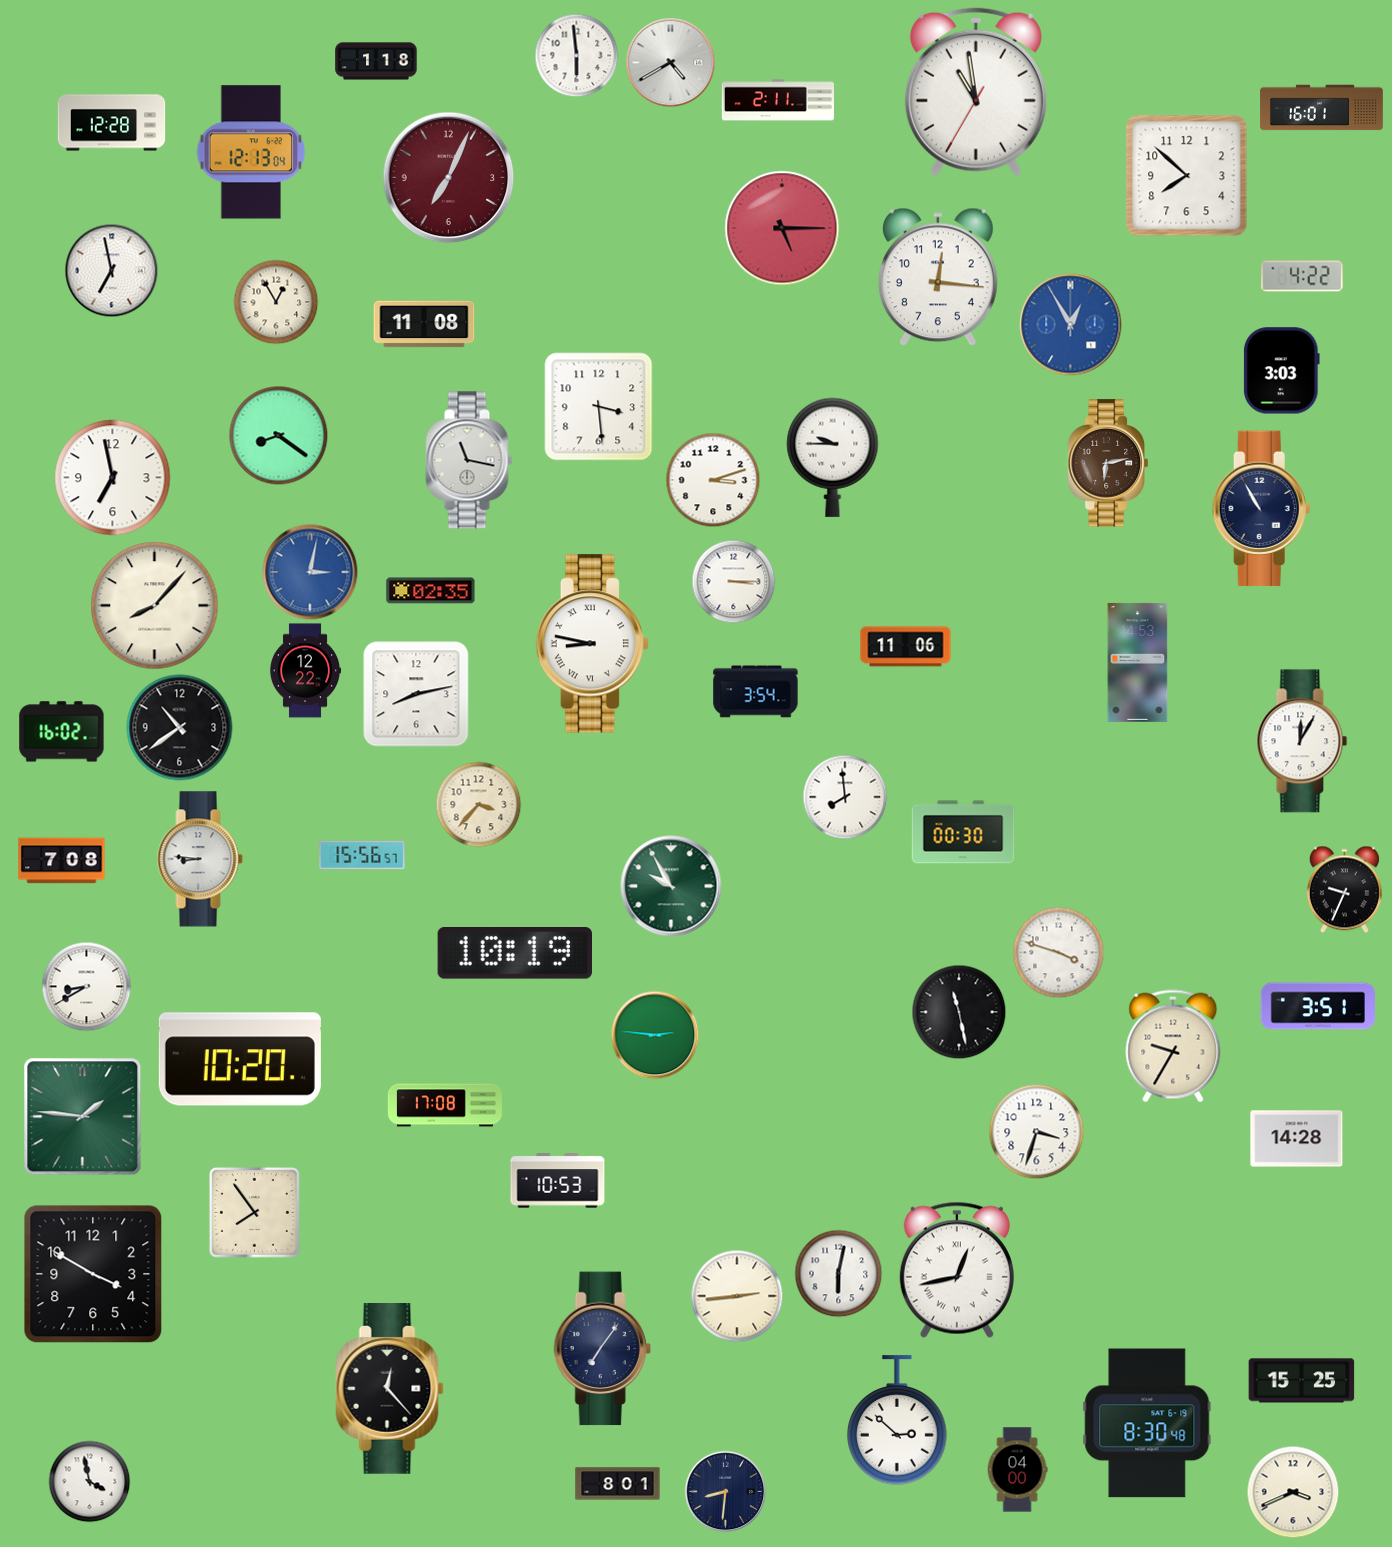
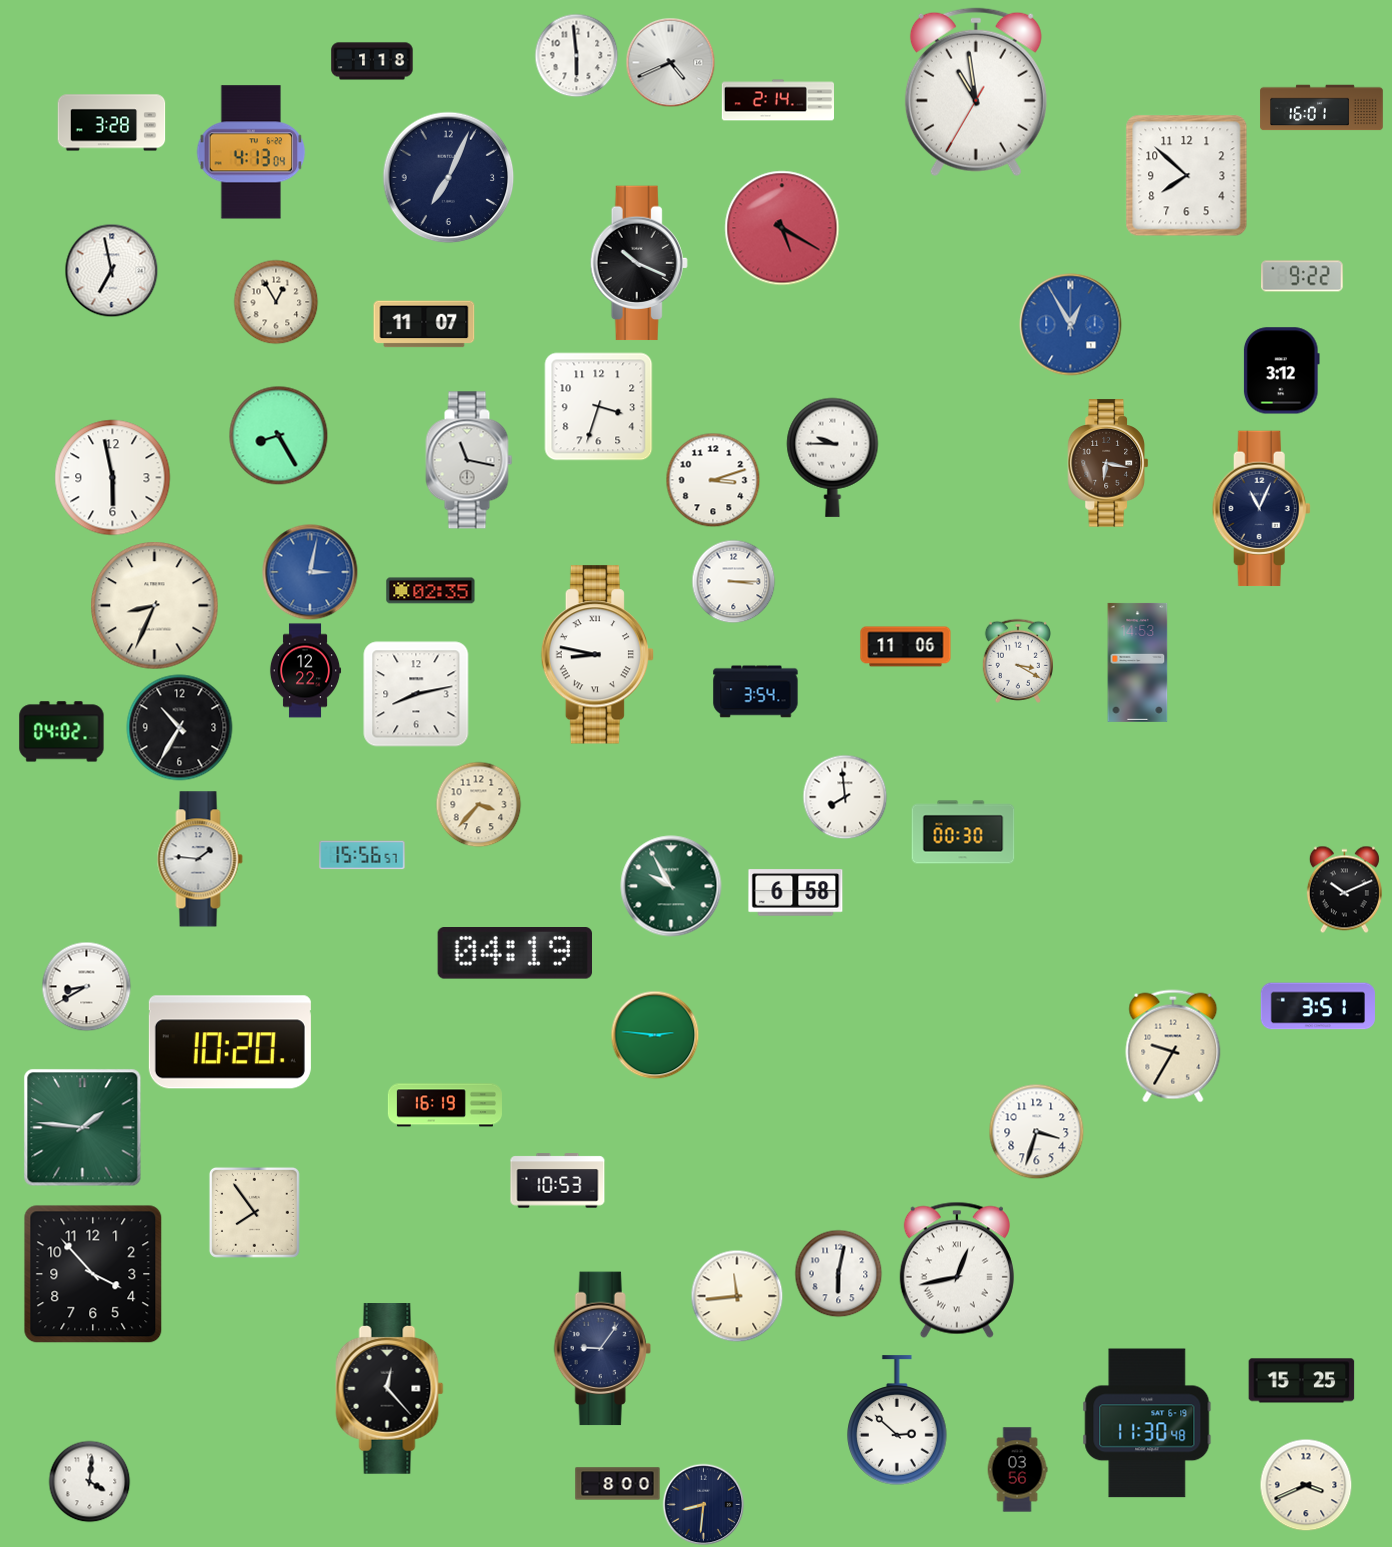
clock at (376, 61) position: (376, 61) -> (372, 61)
clock at (670, 62): 4:40 -> 4:41
clock at (777, 100): 2:11 -> 2:14
clock at (112, 123): 12:28 -> 3:28
clock at (251, 152): 12:13 -> 4:13
clock at (449, 178) dial: burgundy -> navy
clock at (782, 228): 5:15 -> 5:20
clock at (639, 263): none -> 10:19
clock at (1302, 276): 4:22 -> 9:22
clock at (938, 277): 12:16 -> none
clock at (424, 324): 11:08 -> 11:07
clock at (1281, 371): 3:03 -> 3:12
clock at (599, 407): 3:29 -> 3:33
clock at (279, 436): 8:21 -> 8:25
clock at (1108, 463): 6:13 -> 6:17
clock at (113, 478): 6:58 -> 5:58
clock at (1261, 509): 10:55 -> 11:04
clock at (155, 606): 8:07 -> 8:34
clock at (592, 644) position: (592, 644) -> (597, 655)
clock at (1018, 661): none -> 3:20
clock at (180, 728): 10:39 -> 10:35
clock at (62, 732): 16:02 -> 04:02
clock at (1302, 741): 12:05 -> none
clock at (200, 859): 8:46 -> 1:46
clock at (62, 861): 7:08 -> none
clock at (1344, 889): 9:34 -> 10:11
clock at (796, 893): none -> 6:58
clock at (1058, 952): 3:48 -> none
clock at (514, 954): 10:19 -> 04:19
clock at (959, 1012): 11:28 -> none
clock at (240, 1059) position: (240, 1059) -> (230, 1042)
clock at (445, 1105): 17:08 -> 16:19
clock at (83, 1117) position: (83, 1117) -> (83, 1128)
clock at (1297, 1139): 14:28 -> none
clock at (93, 1274): 3:50 -> 3:53
clock at (737, 1296): 2:44 -> 11:44
clock at (602, 1349): 7:06 -> 9:06
clock at (1147, 1423): 8:30 -> 11:30
clock at (1017, 1470): 04:00 -> 03:56
clock at (89, 1481): 3:58 -> 4:01
clock at (618, 1484): 8:01 -> 8:00
clock at (725, 1491) position: (725, 1491) -> (703, 1504)
clock at (1293, 1492) position: (1293, 1492) -> (1306, 1485)
